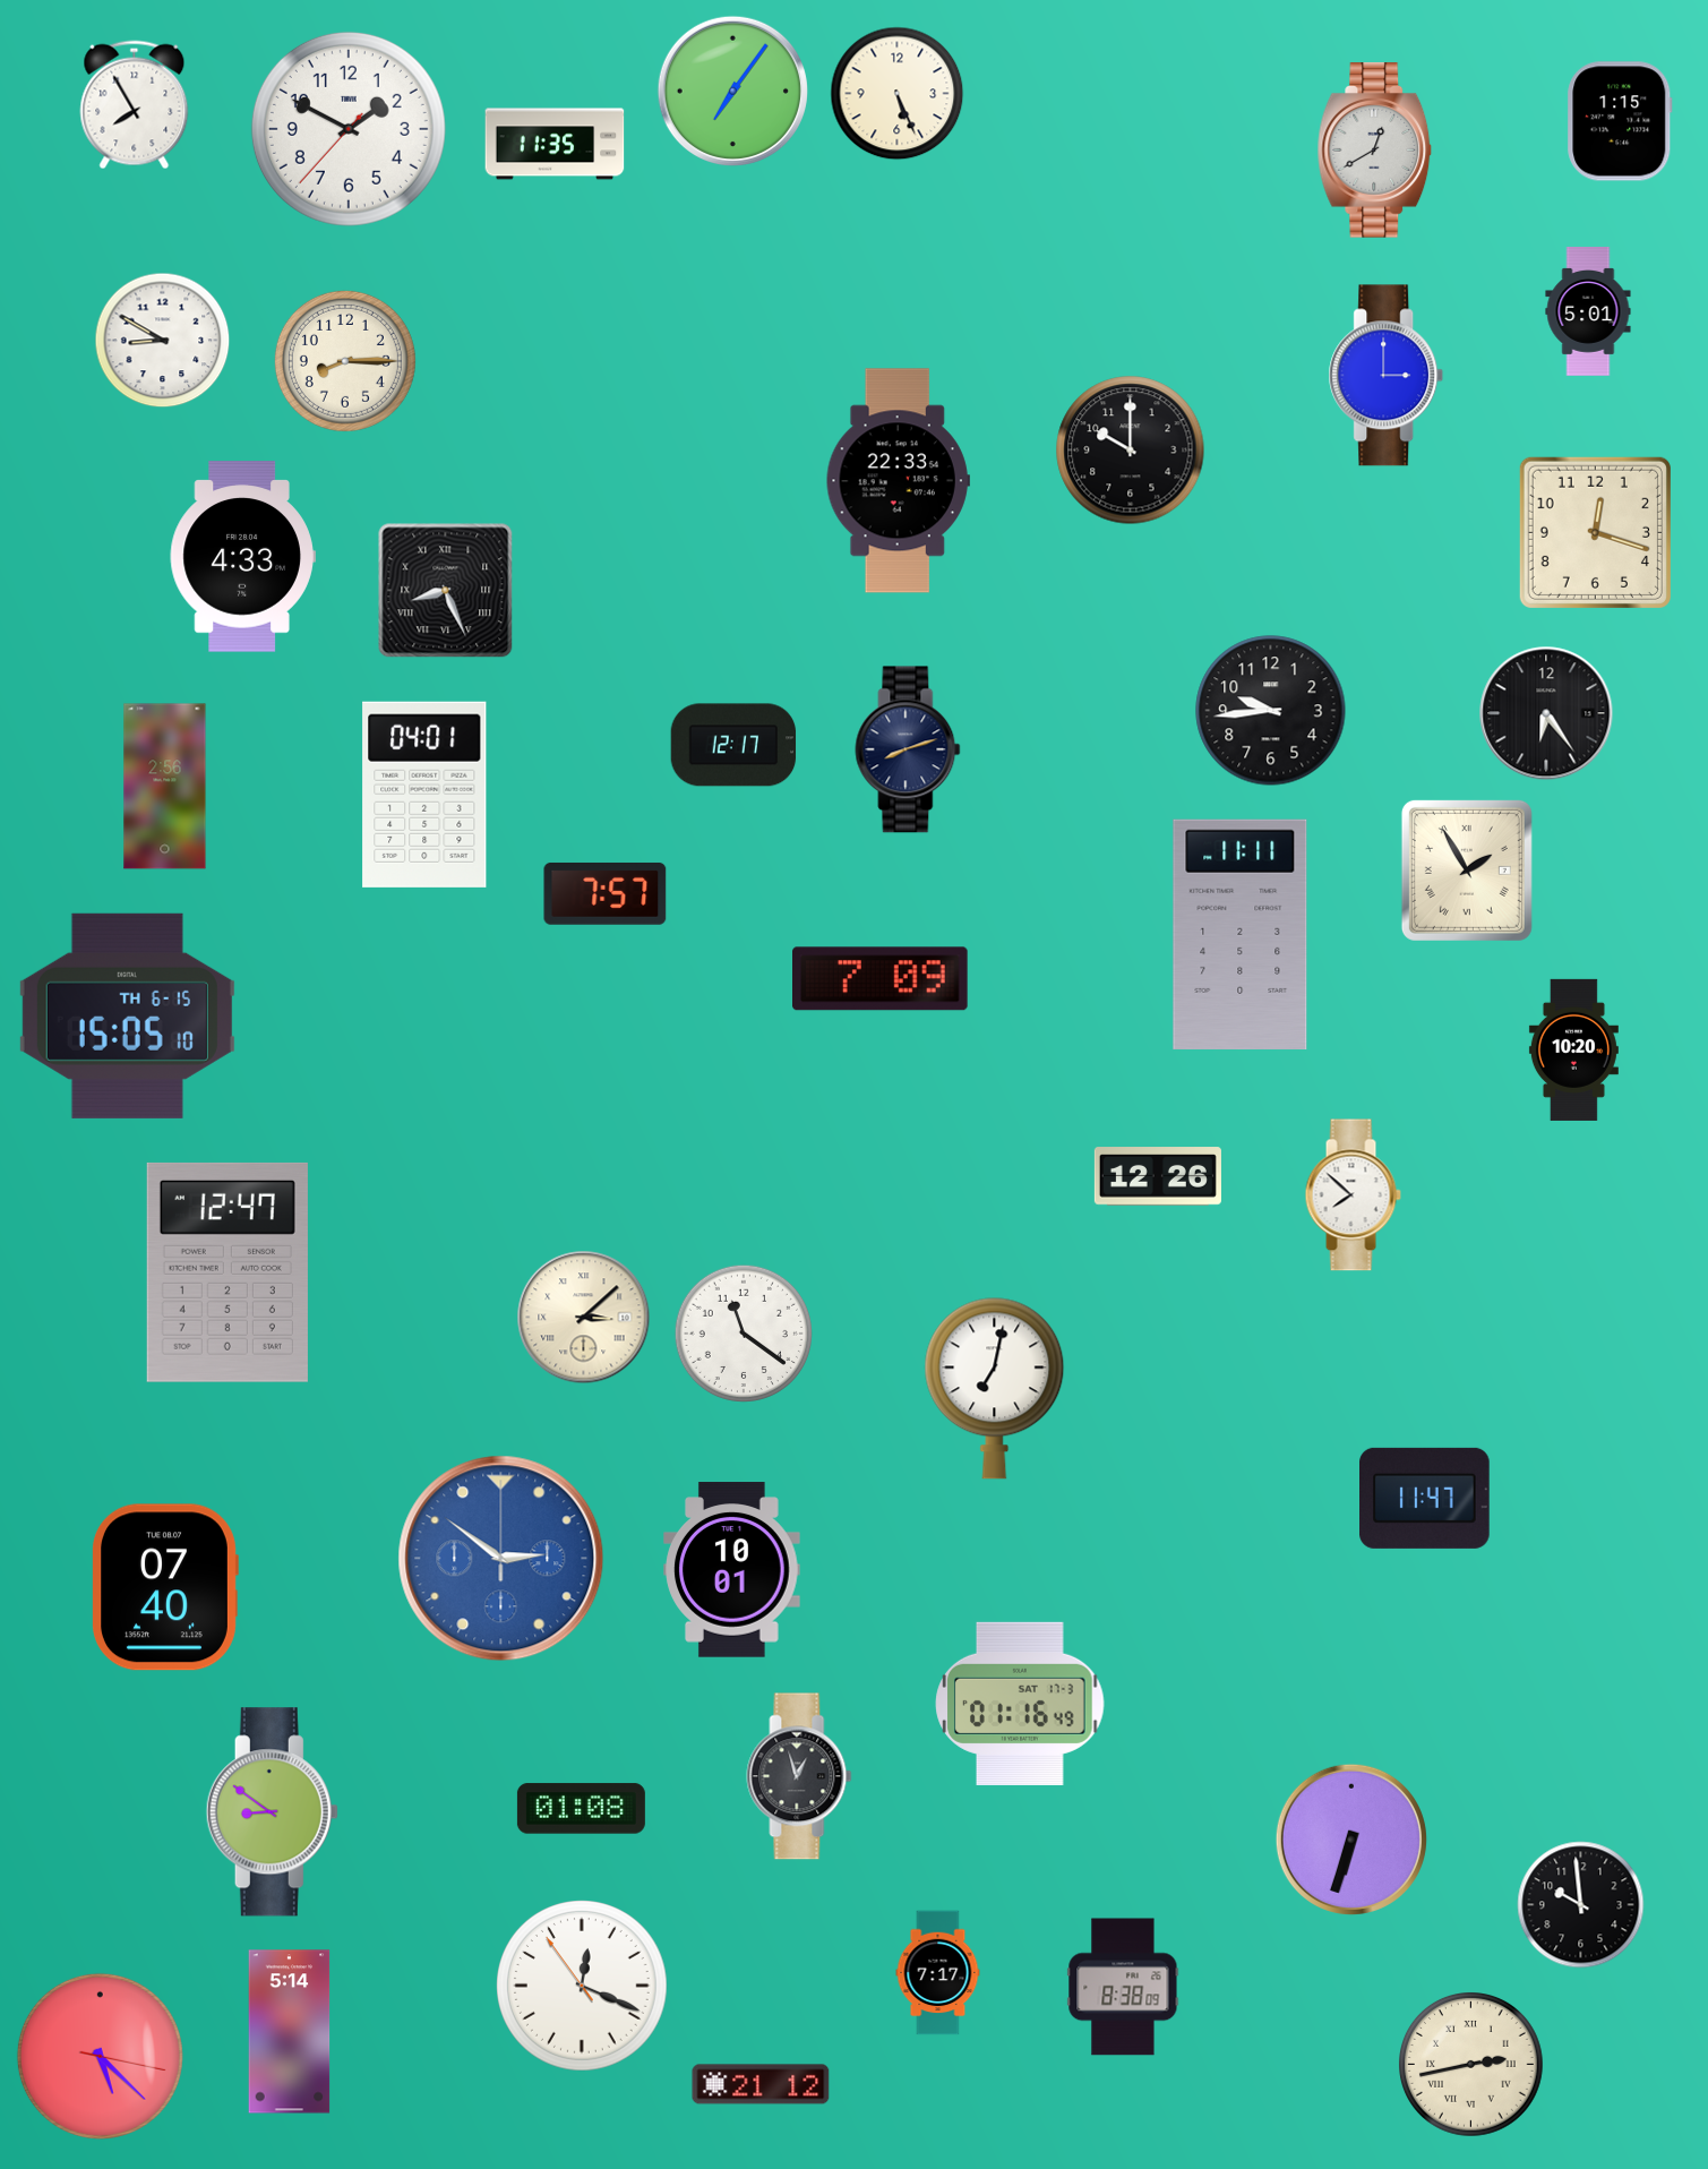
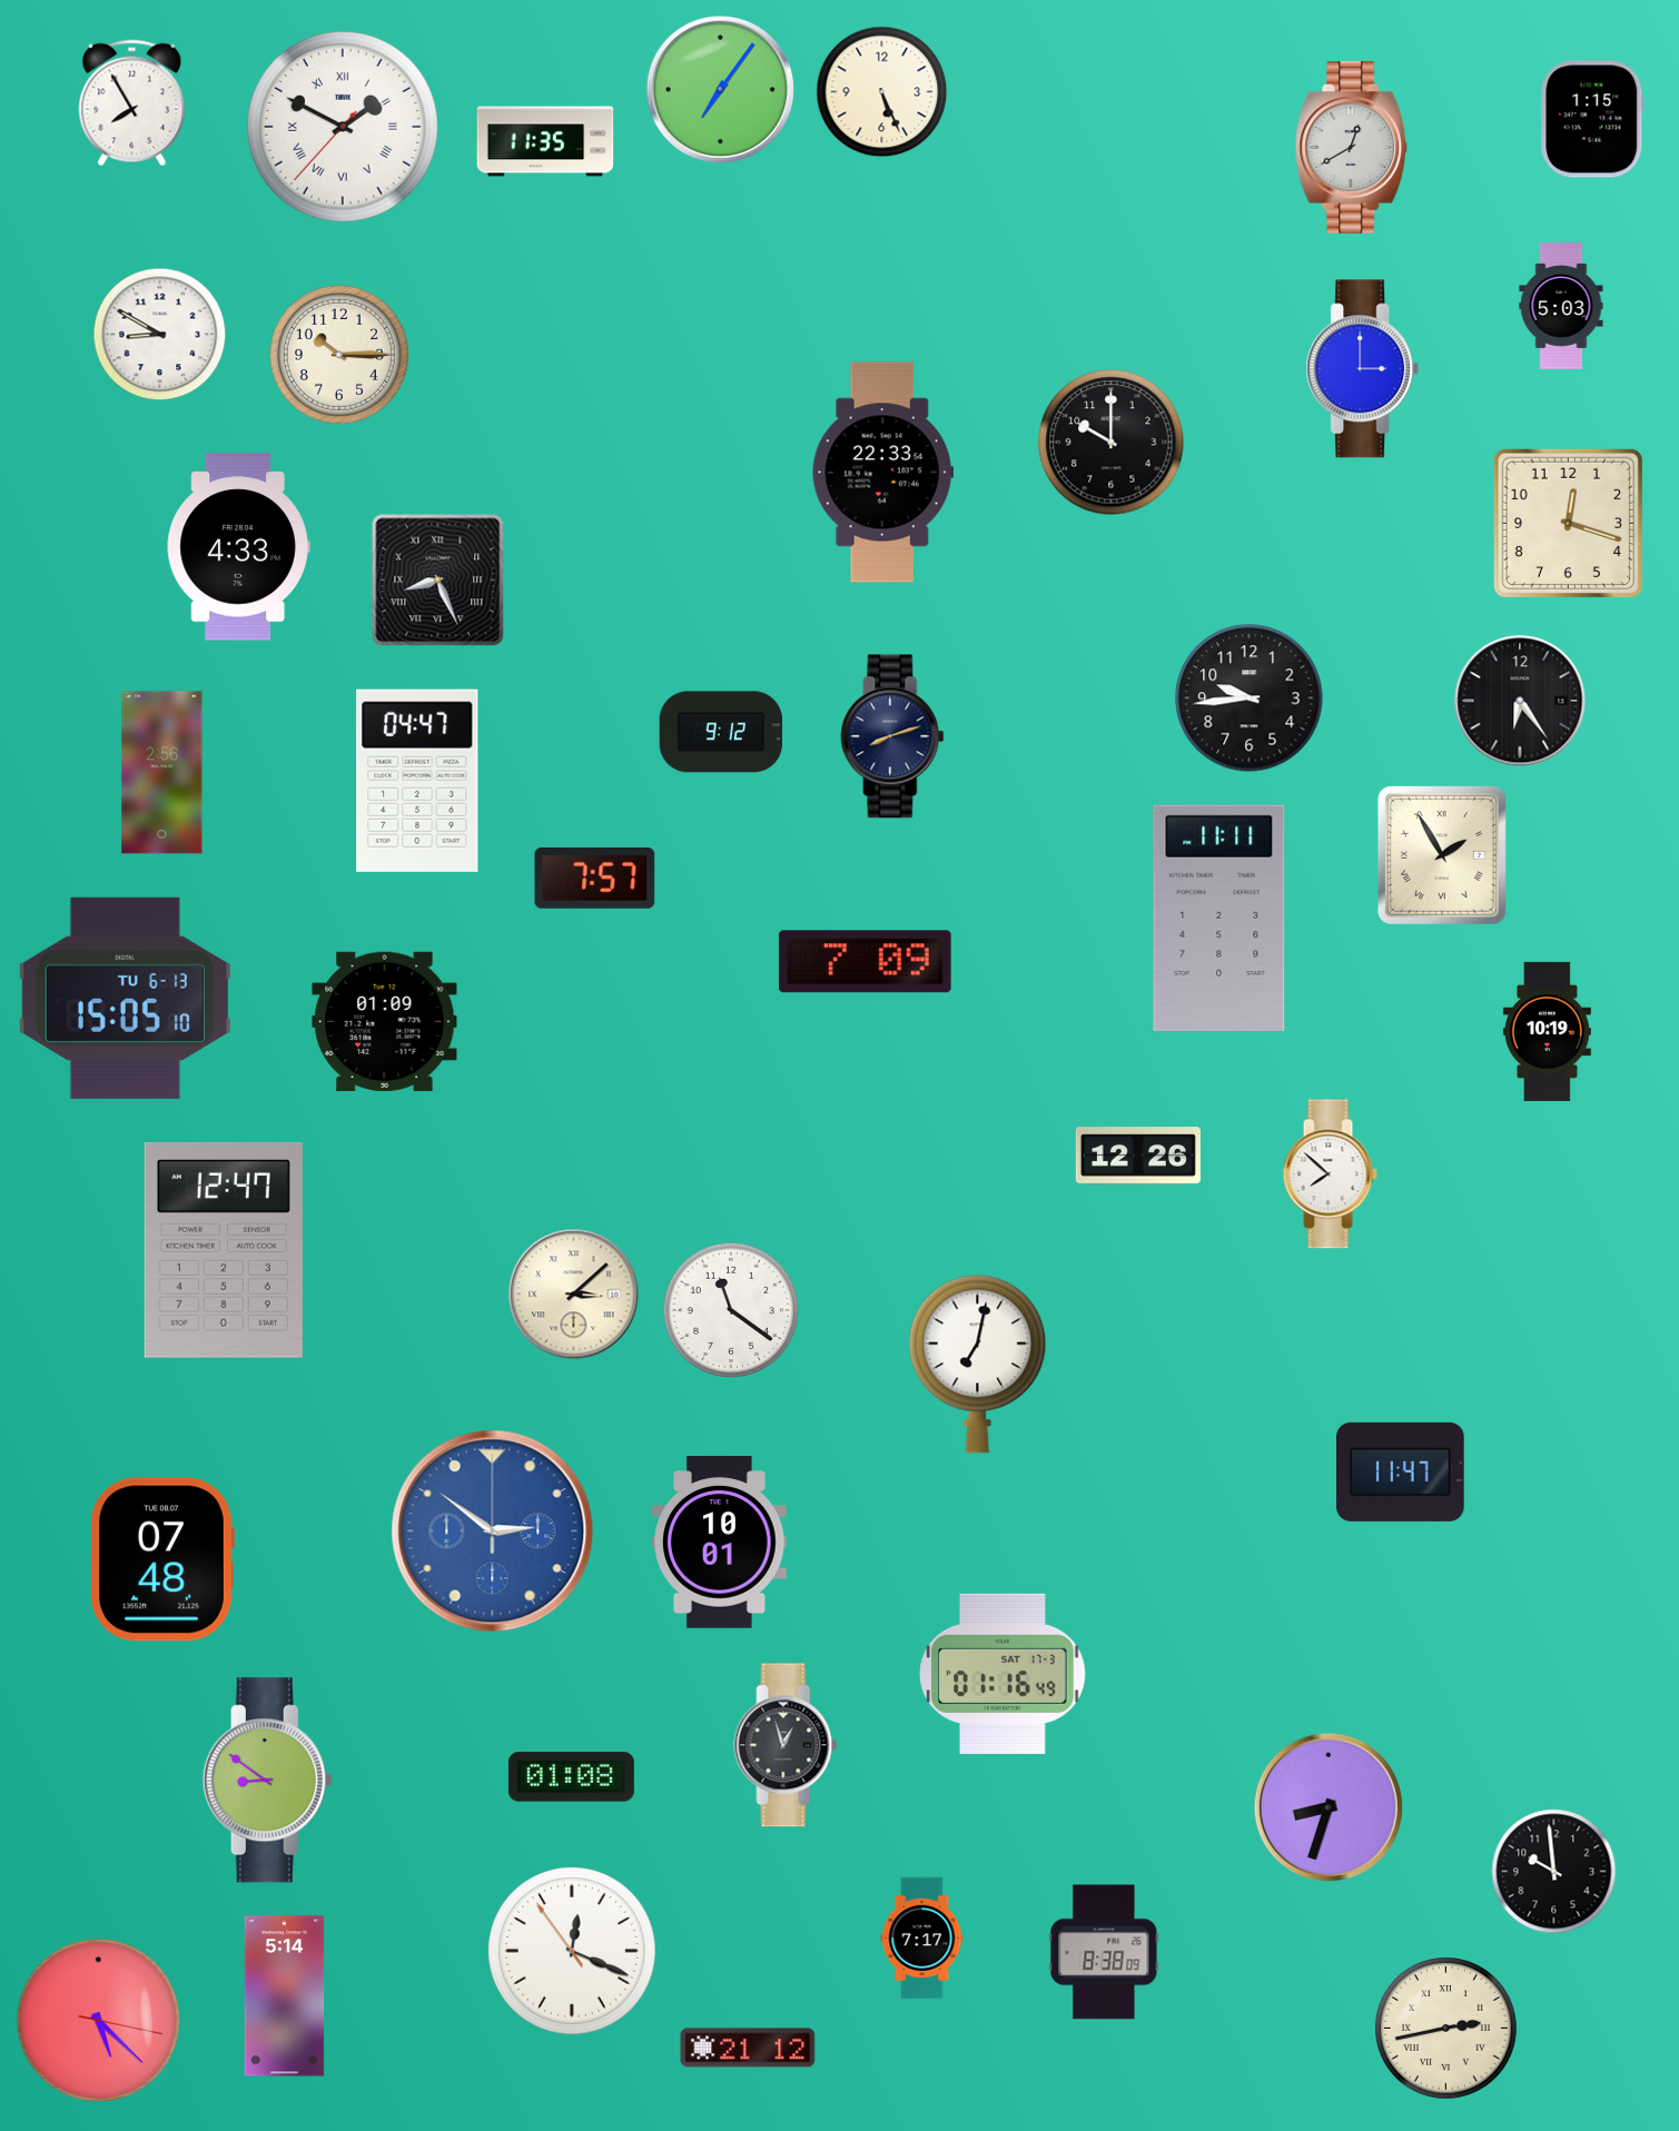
clock at (349, 129) numerals: Arabic -> Roman
clock at (1588, 312): 5:01 -> 5:03
clock at (345, 361): 8:15 -> 10:15
clock at (733, 745): 12:17 -> 9:12
clock at (424, 795): 04:01 -> 04:47
clock at (127, 1015) date: TH 6-15 -> TU 6-13
clock at (385, 1021): none -> 01:09
clock at (1573, 1049): 10:20 -> 10:19
clock at (165, 1587): 07:40 -> 07:48
clock at (1351, 1840): 6:33 -> 8:33
